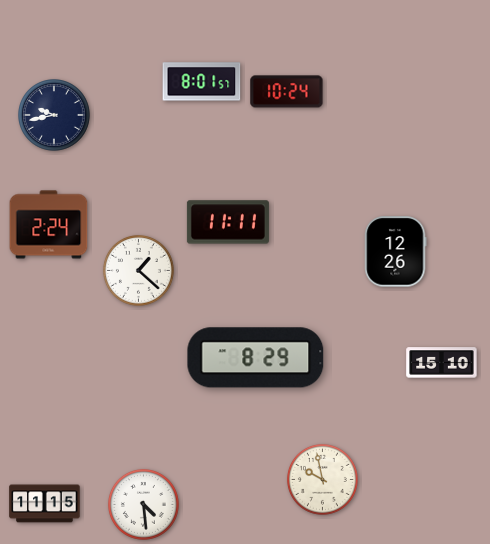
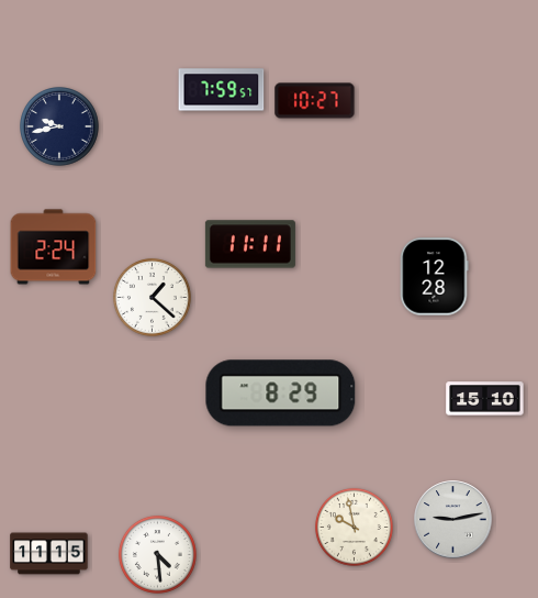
clock at (202, 82): 8:01 -> 7:59
clock at (287, 92): 10:24 -> 10:27
clock at (396, 252): 12:26 -> 12:28
clock at (453, 520): none -> 9:13
